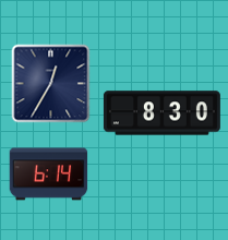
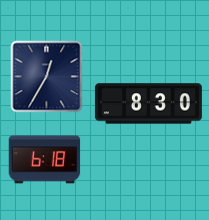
clock at (49, 175): 6:14 -> 6:18
